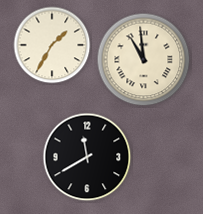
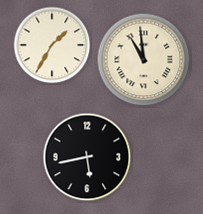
clock at (87, 157): 11:40 -> 5:43
